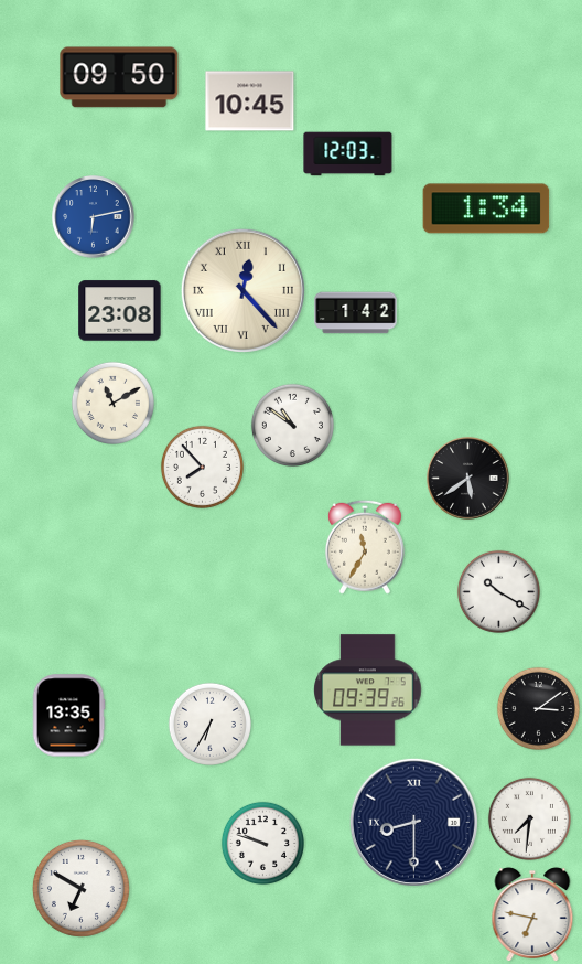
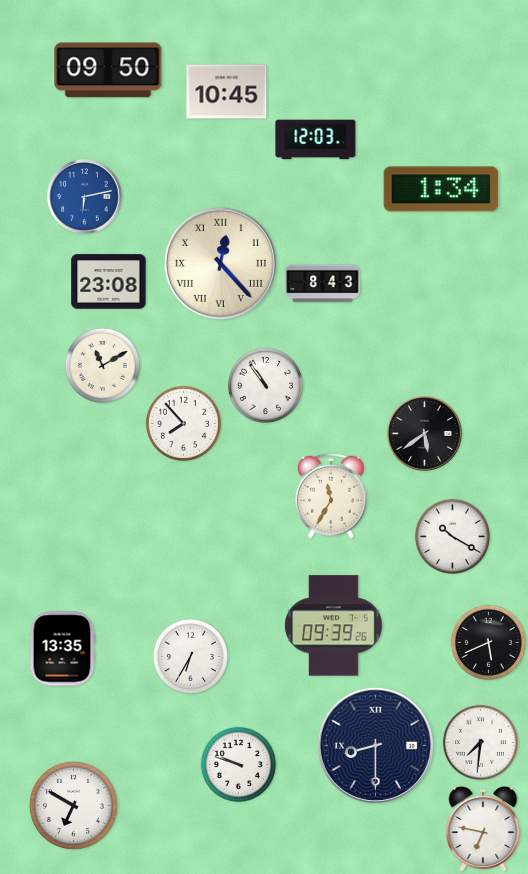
clock at (356, 313): 1:42 -> 8:43
clock at (292, 425): 10:51 -> 10:54
clock at (538, 708): 3:09 -> 5:41
